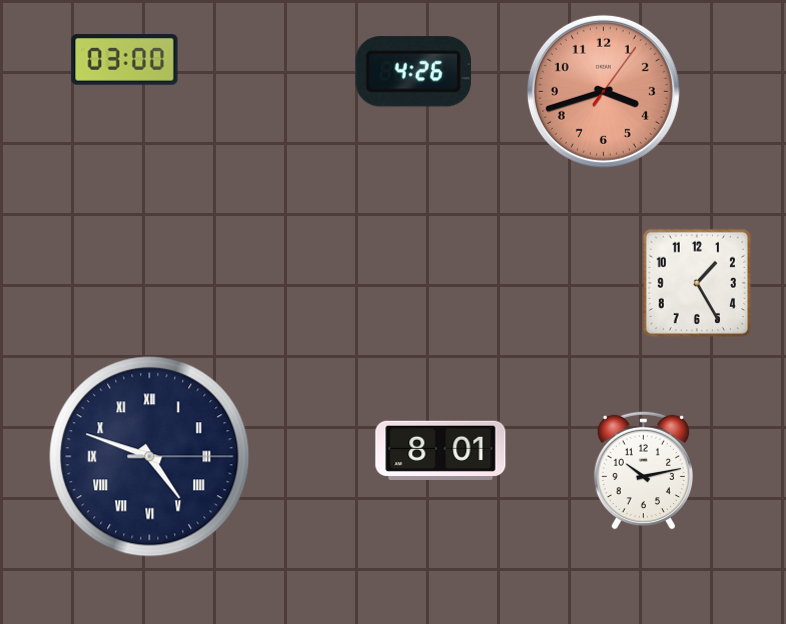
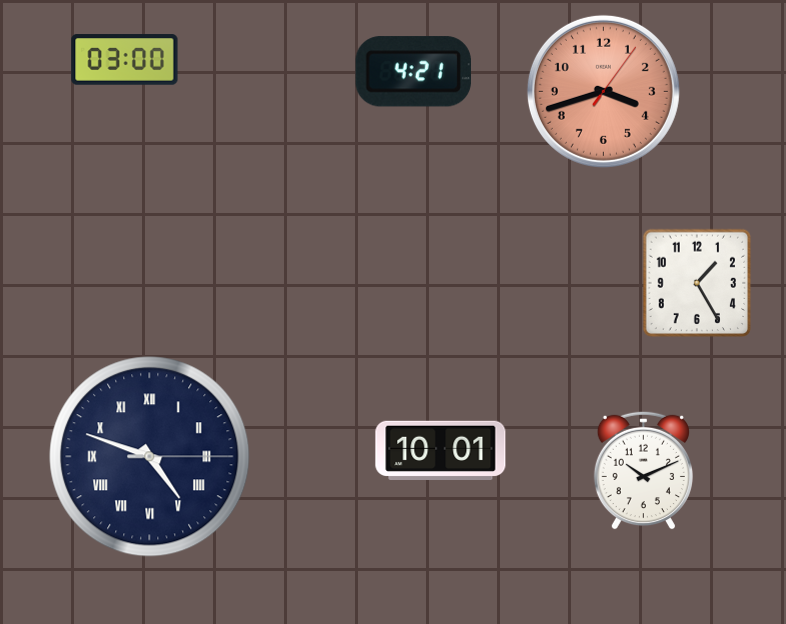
clock at (413, 72): 4:26 -> 4:21
clock at (441, 450): 8:01 -> 10:01
clock at (643, 470): 10:13 -> 10:11
